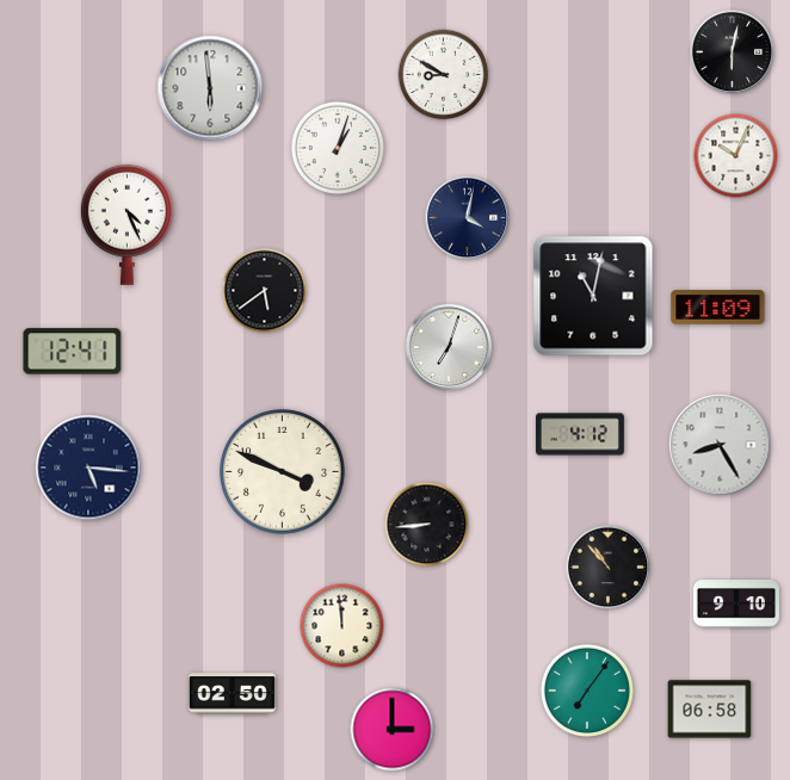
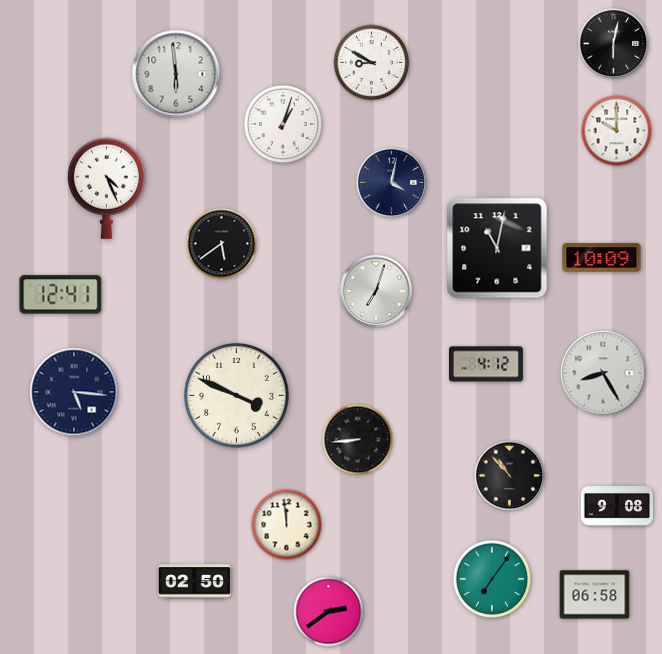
clock at (736, 156): 10:04 -> 10:00
clock at (718, 308): 11:09 -> 10:09
clock at (735, 603): 9:10 -> 9:08
clock at (393, 730): 3:00 -> 2:39
